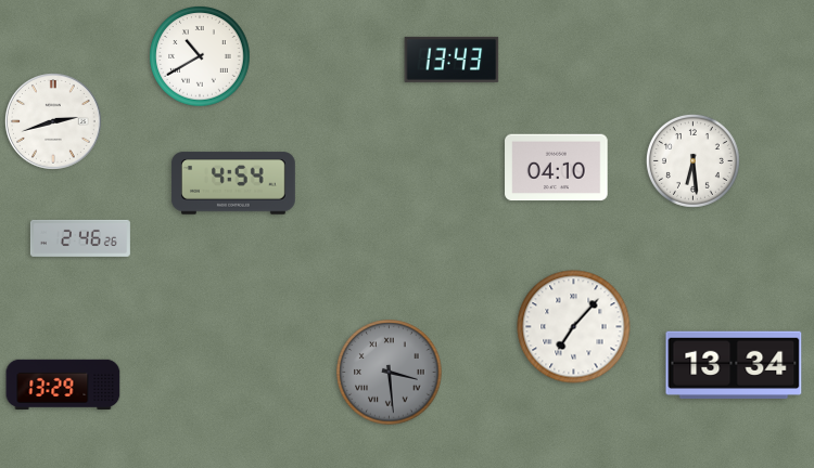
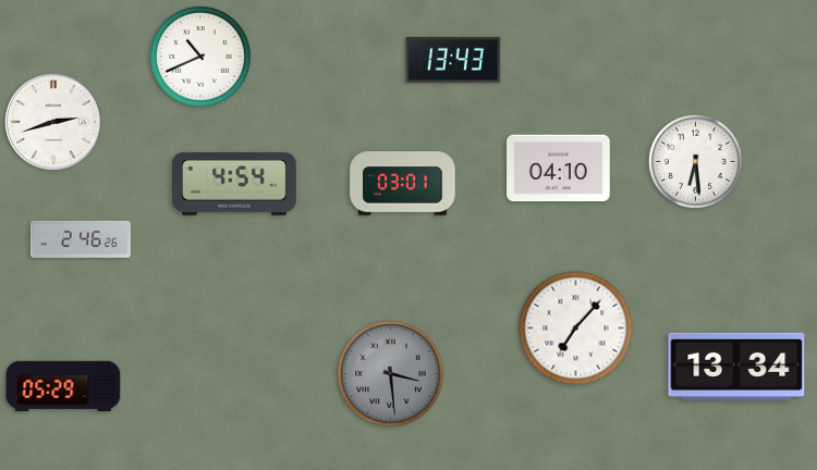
clock at (200, 56): 10:40 -> 10:41
clock at (403, 184): none -> 03:01
clock at (63, 383): 13:29 -> 05:29
